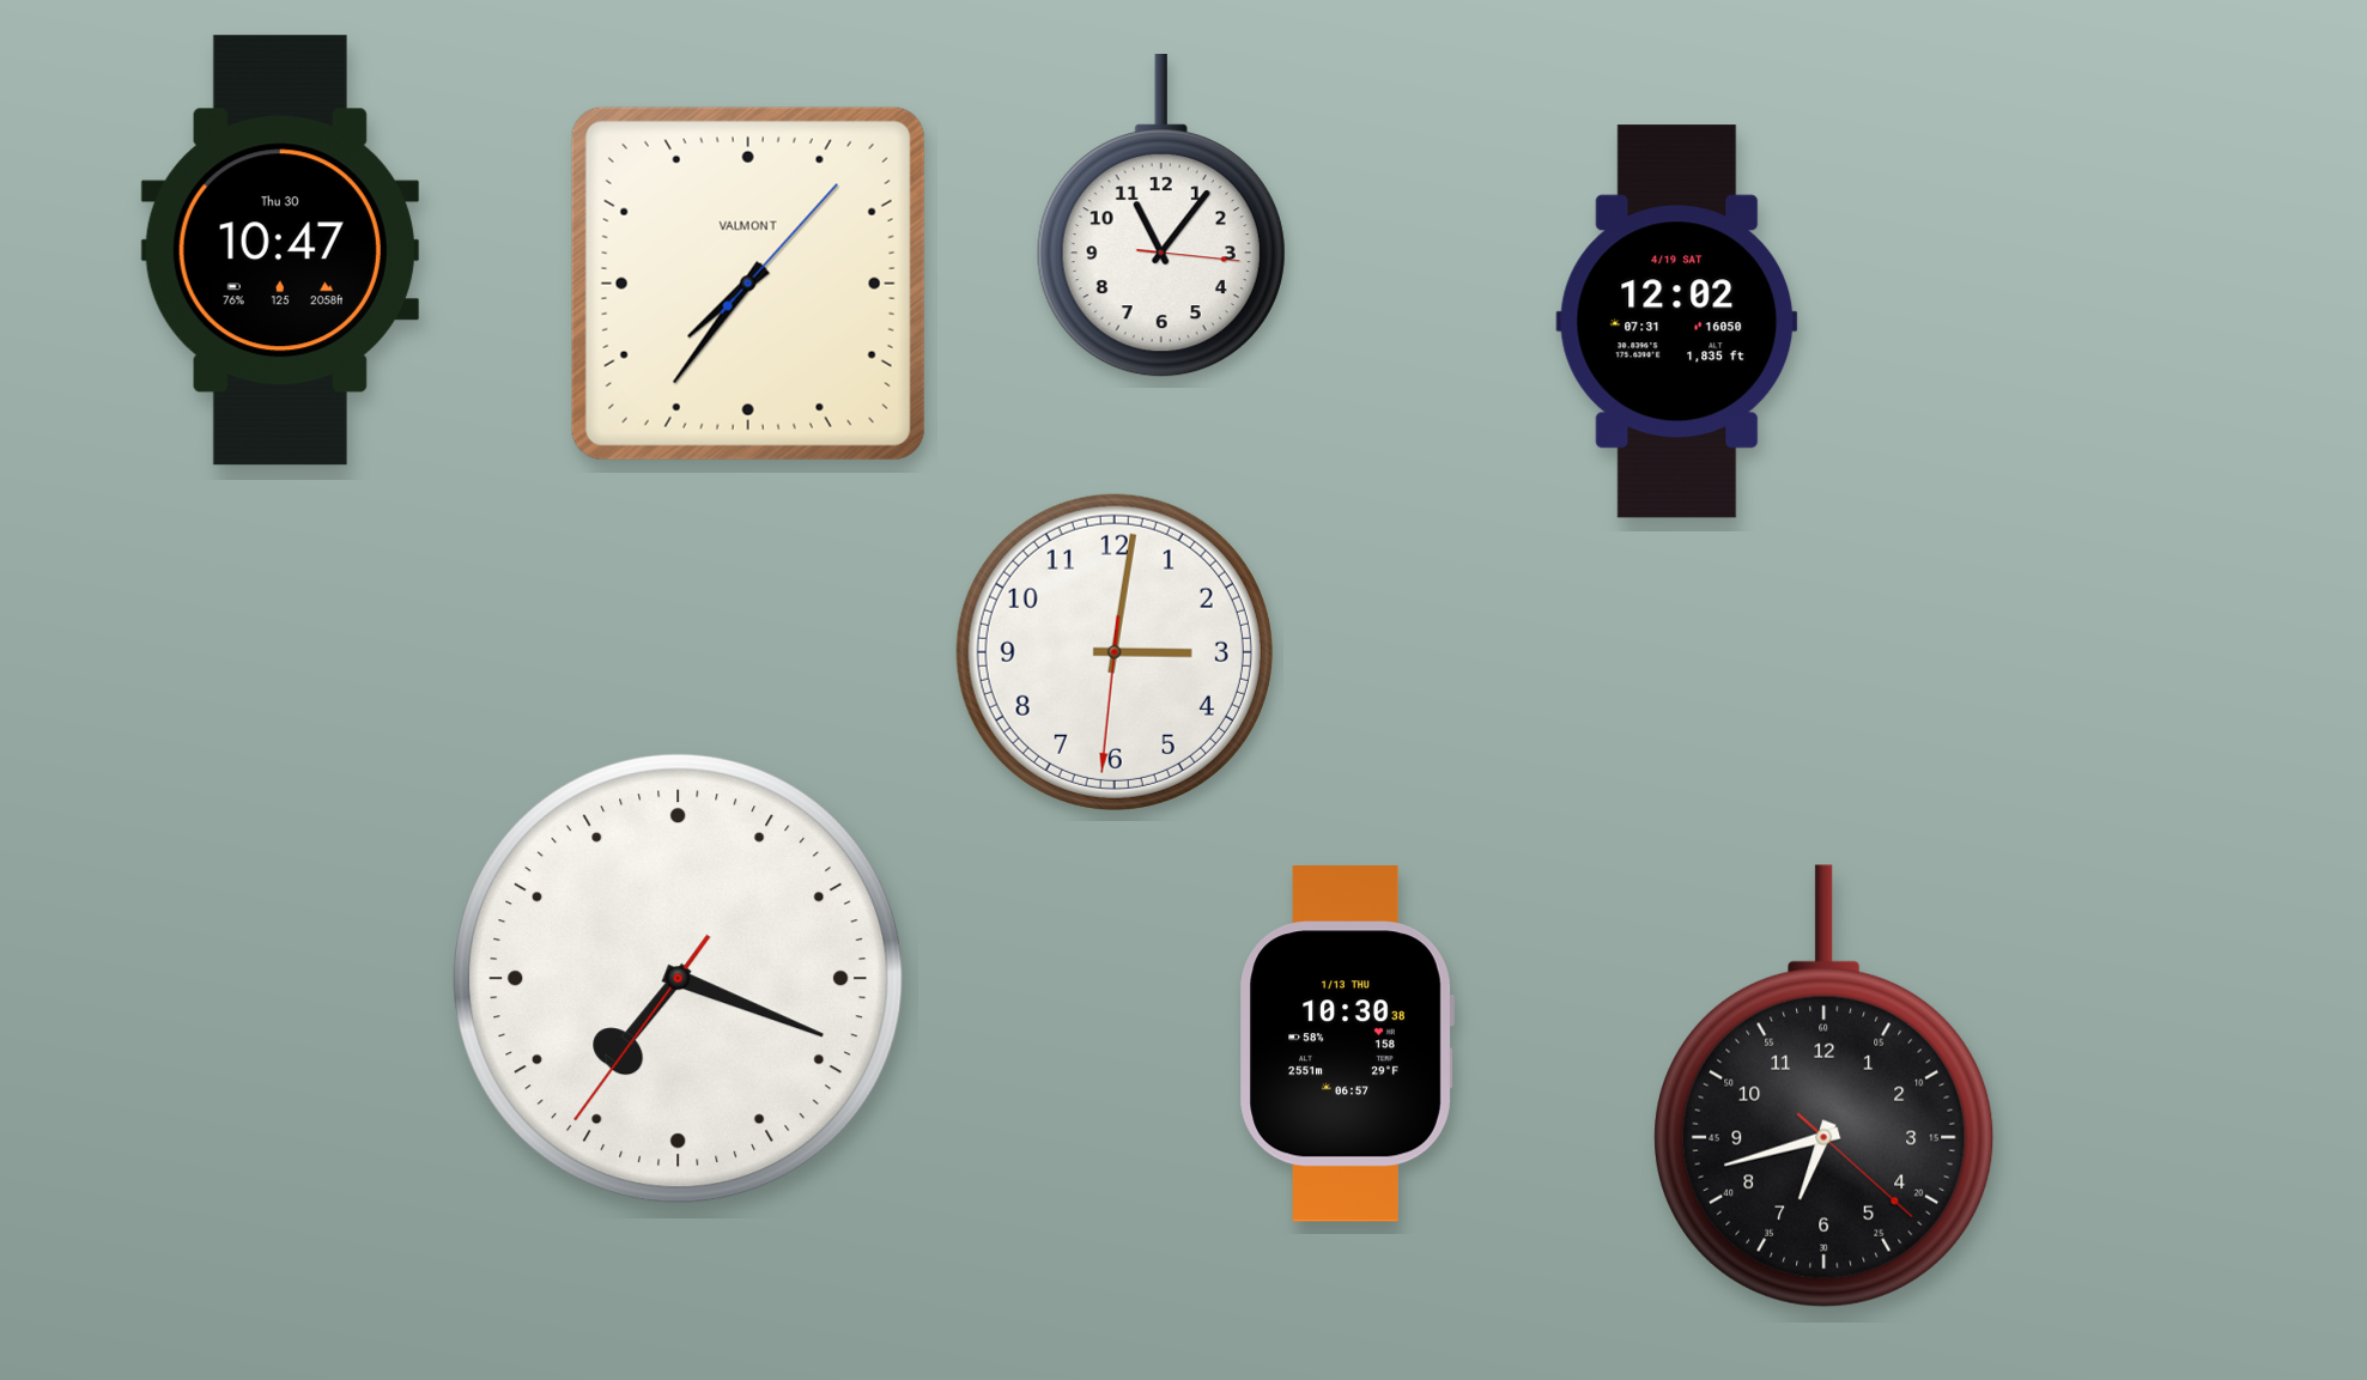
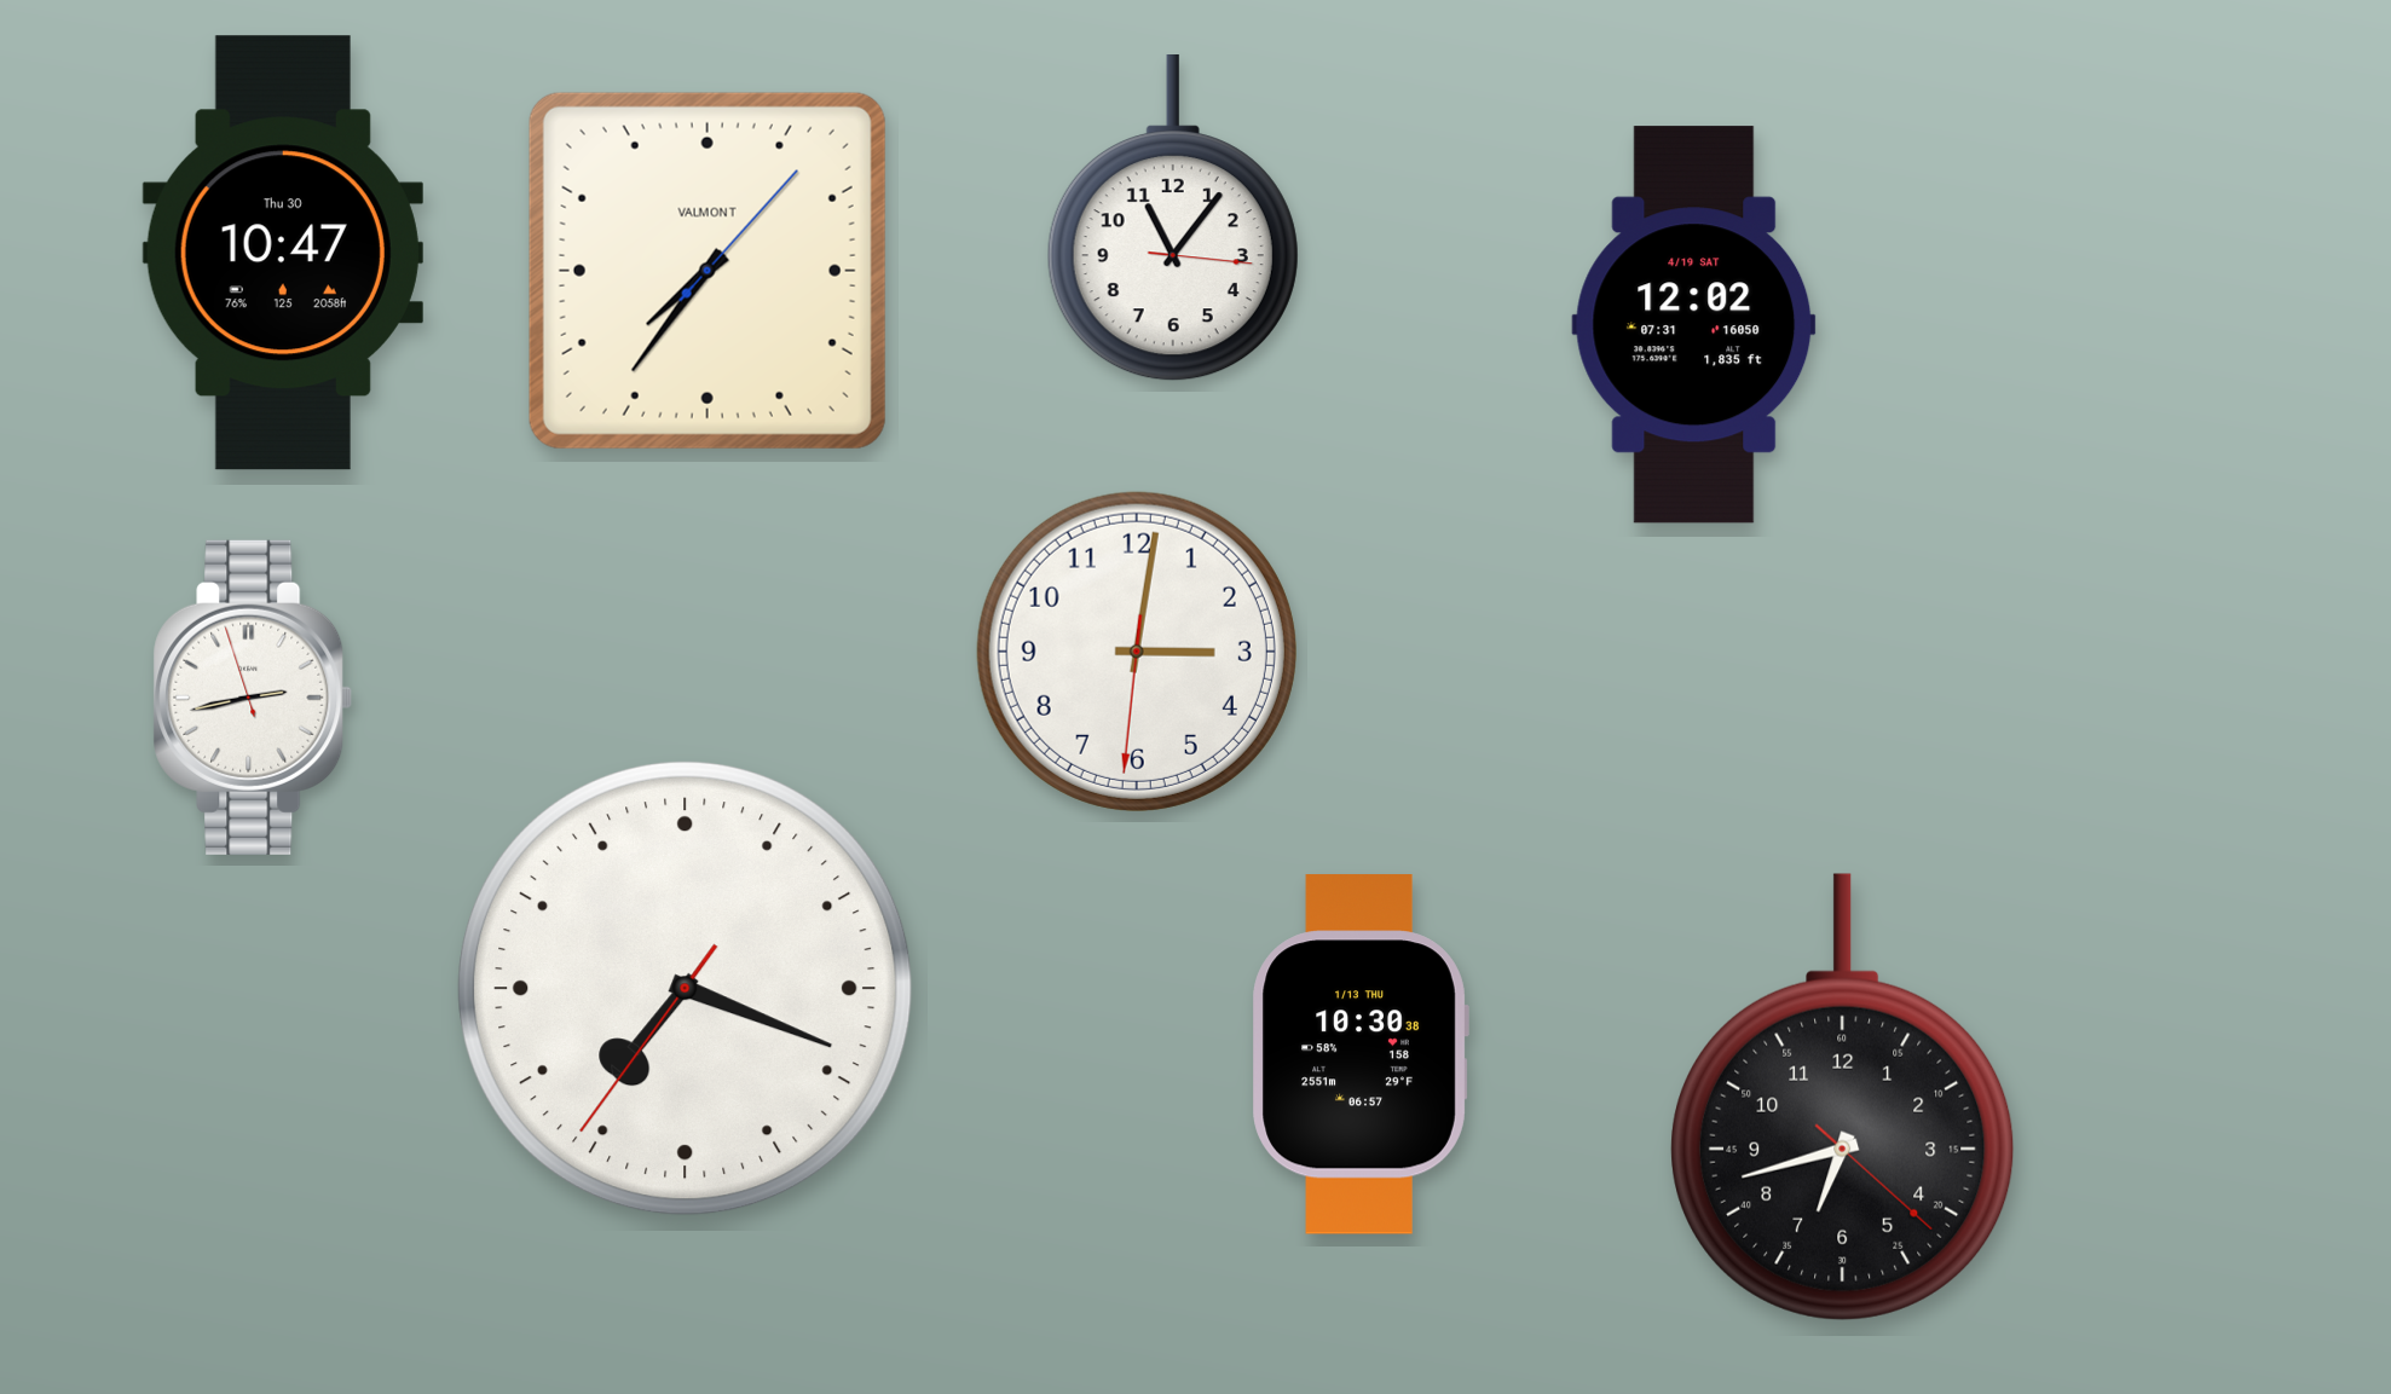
clock at (748, 284) position: (748, 284) -> (708, 271)
clock at (1115, 652) position: (1115, 652) -> (1137, 652)
clock at (253, 698): none -> 2:42
